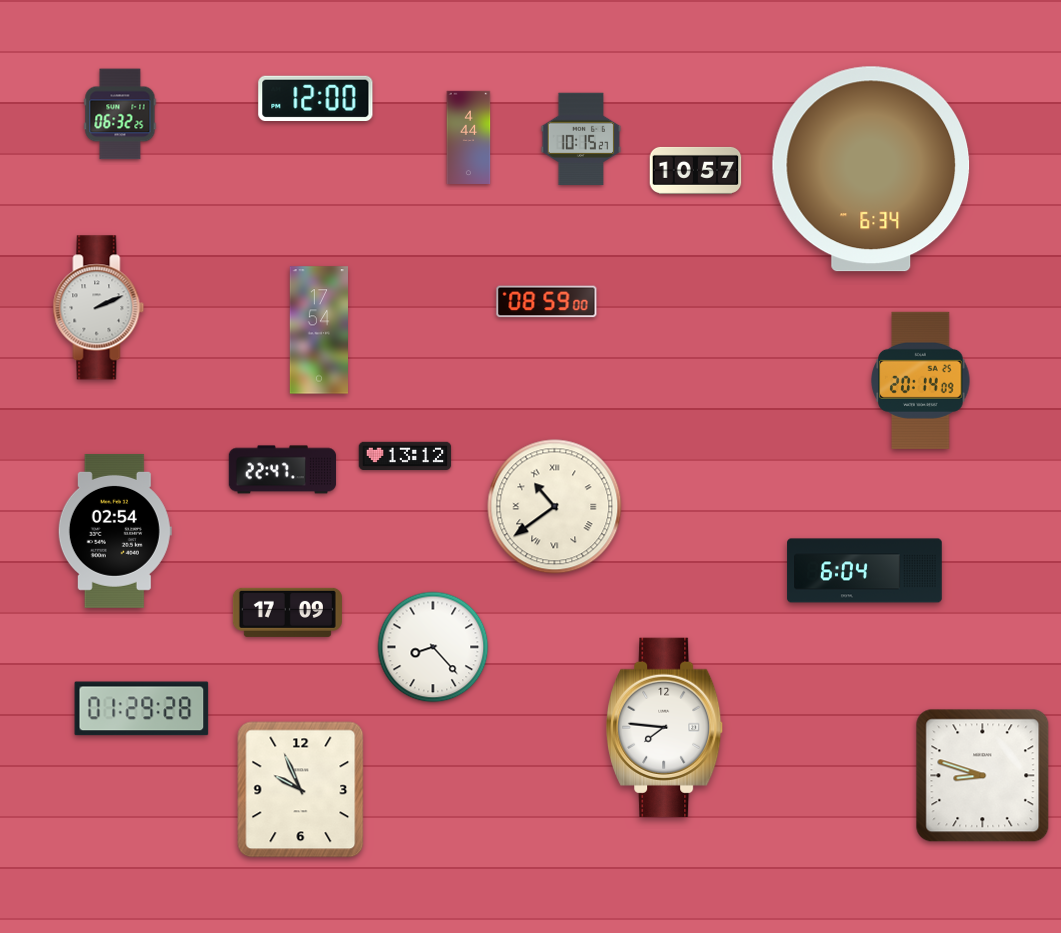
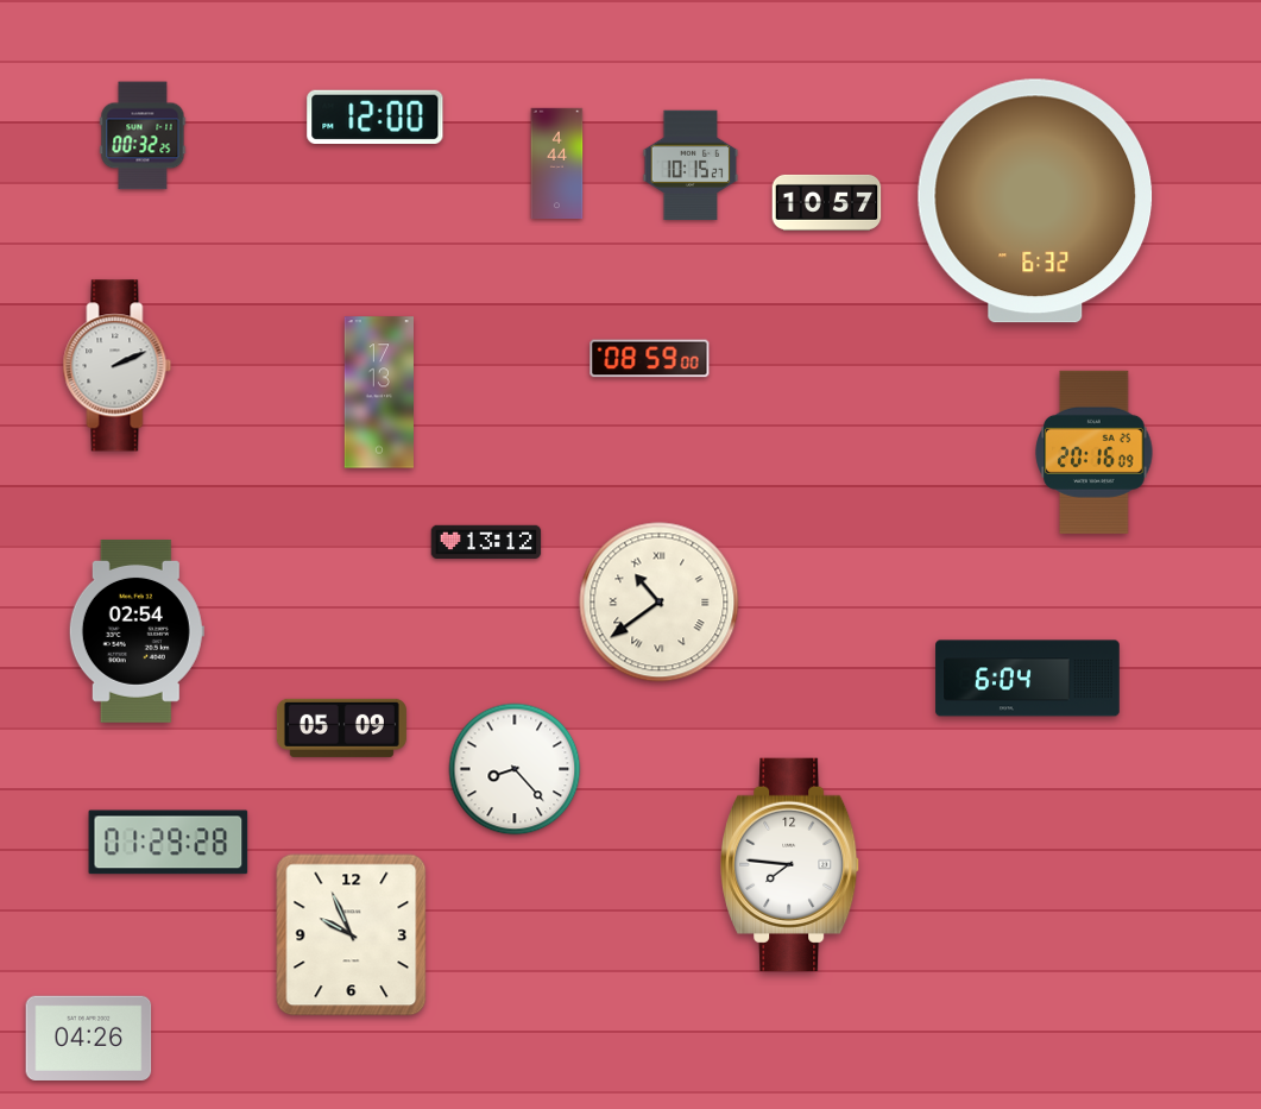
clock at (120, 114): 06:32 -> 00:32
clock at (871, 169): 6:34 -> 6:32
clock at (318, 330): 17:54 -> 17:13
clock at (921, 380): 20:14 -> 20:16
clock at (405, 455) position: (405, 455) -> (486, 541)
clock at (283, 470): 22:47 -> none
clock at (287, 612): 17:09 -> 05:09
clock at (983, 776): 8:48 -> none
clock at (301, 790) position: (301, 790) -> (352, 935)
clock at (89, 1038): none -> 04:26
